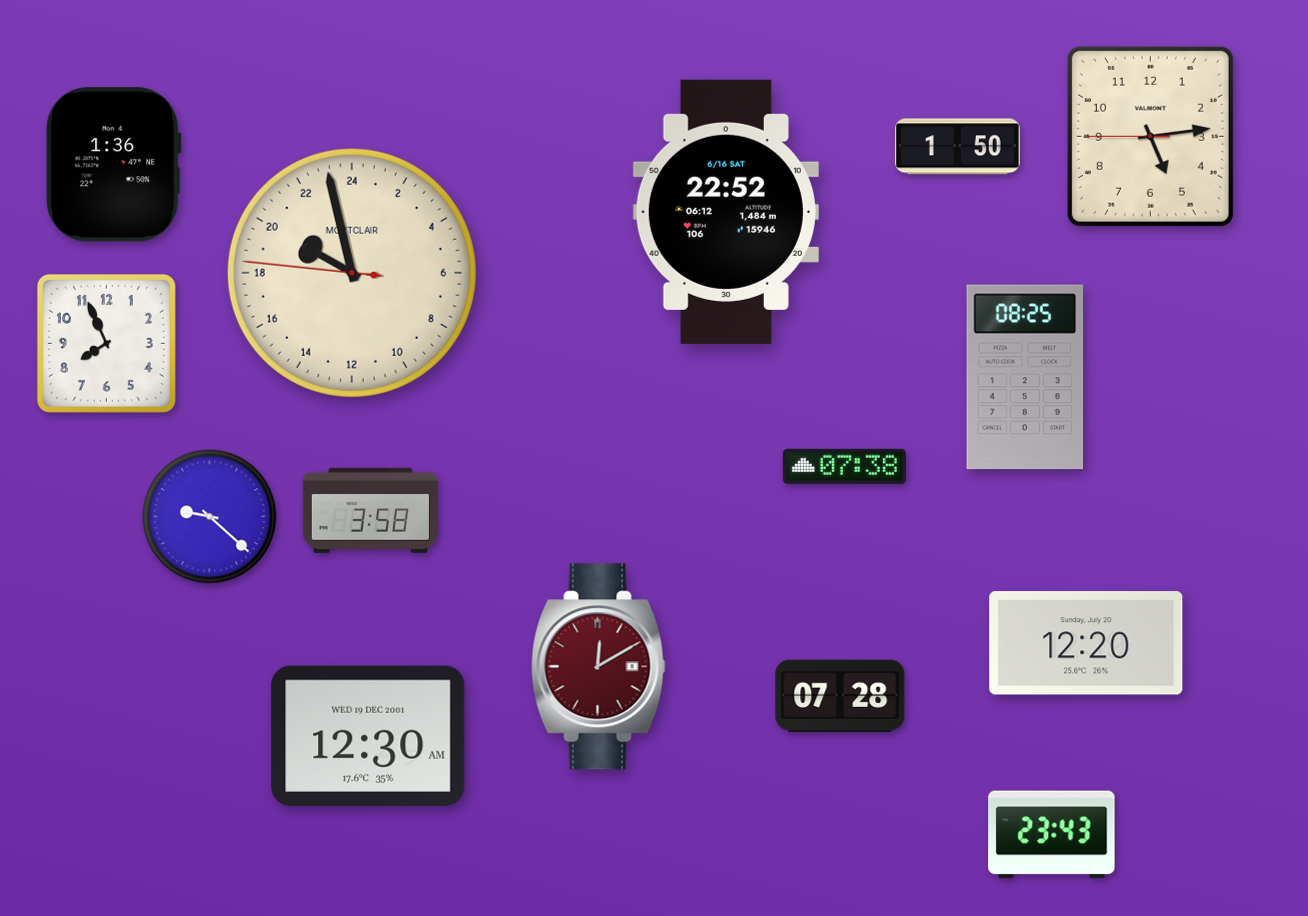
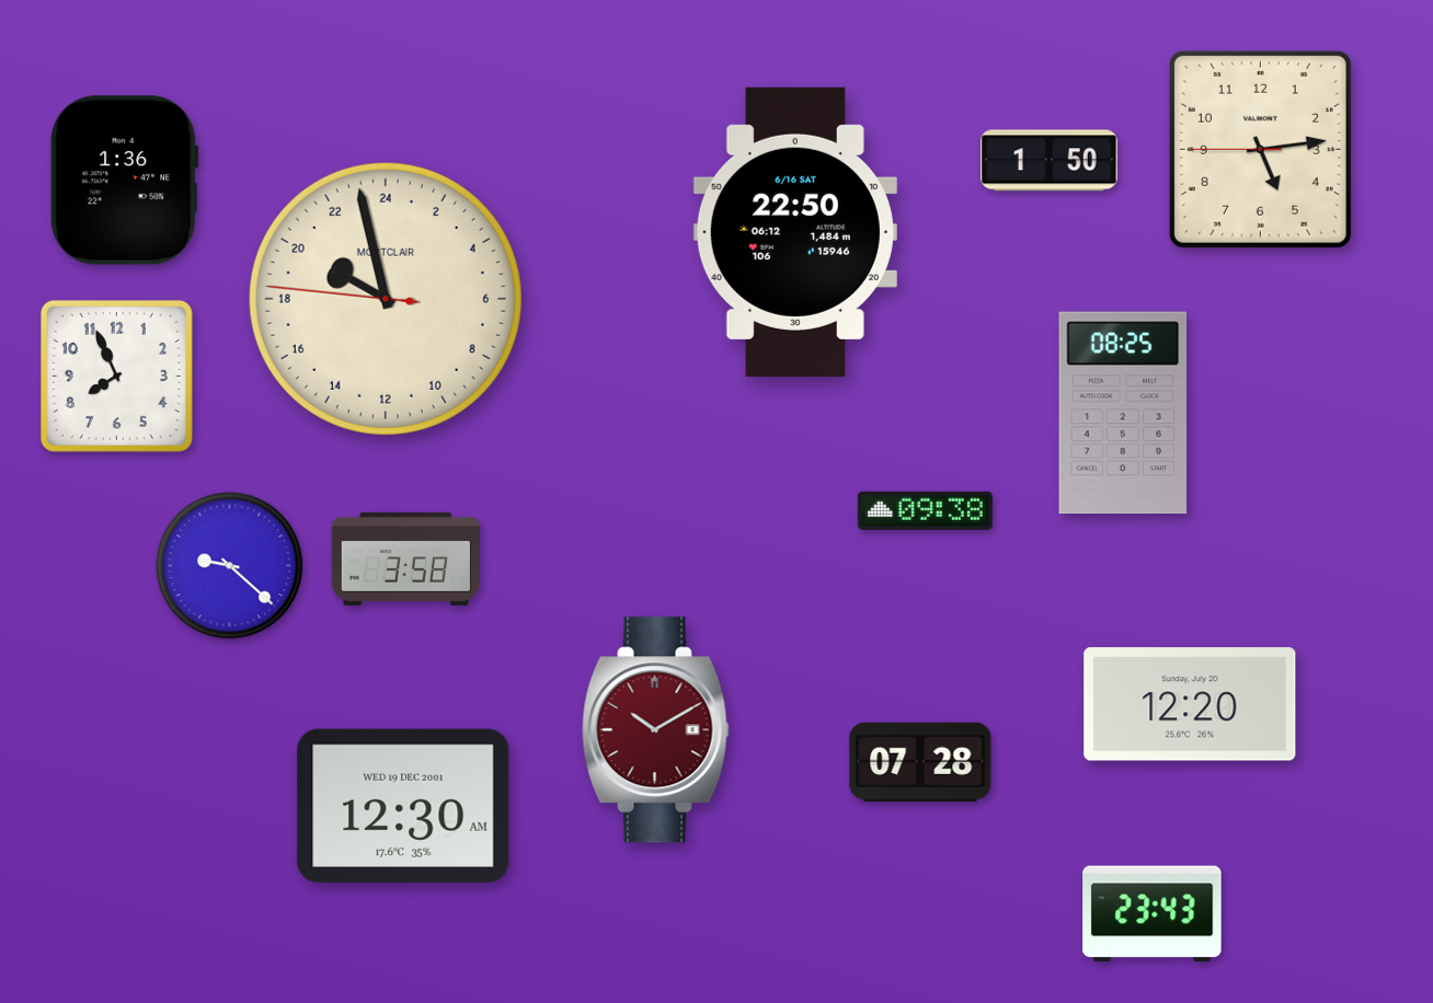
clock at (726, 212): 22:52 -> 22:50
clock at (844, 466): 07:38 -> 09:38
clock at (599, 667): 12:10 -> 10:10
